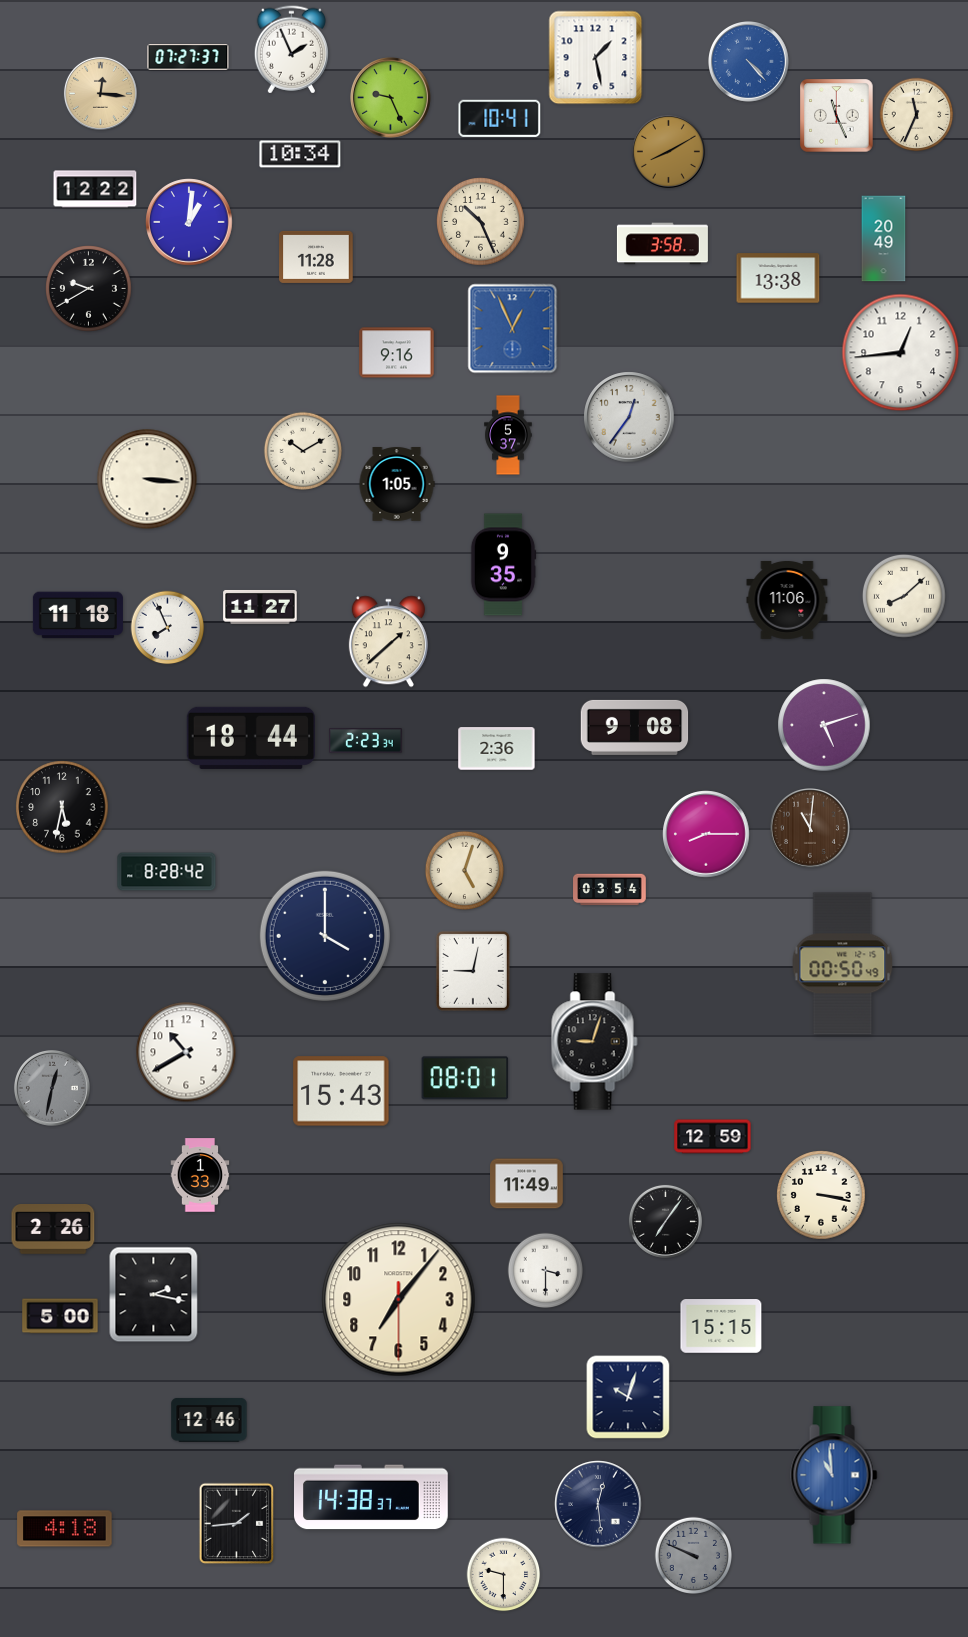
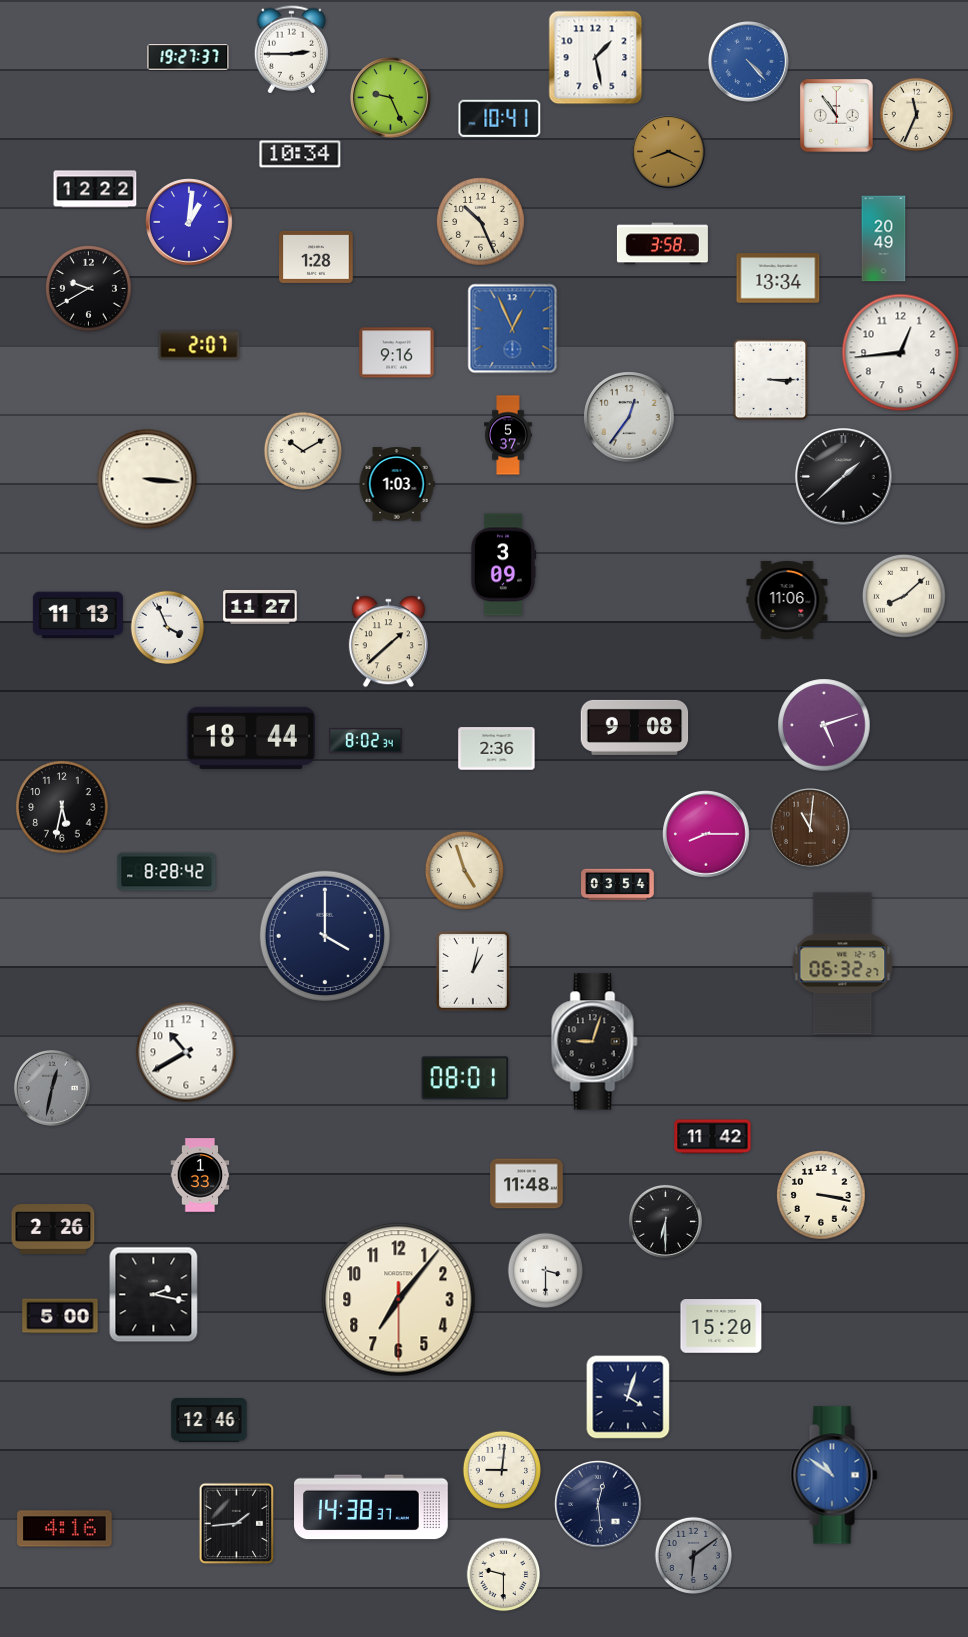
clock at (291, 50): 1:56 -> 2:45
clock at (188, 57): 07:27 -> 19:27
clock at (100, 93): 12:16 -> none
clock at (837, 116): 11:26 -> 10:54
clock at (668, 151): 8:10 -> 8:19
clock at (316, 257): 11:28 -> 1:28
clock at (778, 278): 13:38 -> 13:34
clock at (199, 345): none -> 2:07
clock at (771, 380): none -> 3:15
clock at (844, 477): none -> 1:38
clock at (397, 484): 1:05 -> 1:03
clock at (503, 565): 9:35 -> 3:09
clock at (78, 615): 11:18 -> 11:13
clock at (168, 628): 7:56 -> 3:56
clock at (366, 741): 2:23 -> 8:02
clock at (464, 870): 5:03 -> 4:57
clock at (610, 890) position: (610, 890) -> (618, 885)
clock at (843, 964): 00:50 -> 06:32
clock at (473, 971): 9:02 -> 1:02
clock at (341, 1091): 15:43 -> none
clock at (713, 1137): 12:59 -> 11:42
clock at (527, 1184): 11:49 -> 11:48
clock at (665, 1221): 7:06 -> 6:30
clock at (721, 1326): 15:15 -> 15:20
clock at (628, 1397): 10:03 -> 4:03
clock at (502, 1470): none -> 9:01
clock at (834, 1475): 10:59 -> 10:51
clock at (372, 1497) position: (372, 1497) -> (372, 1507)
clock at (65, 1529): 4:18 -> 4:16
clock at (693, 1555): 9:49 -> 6:09
